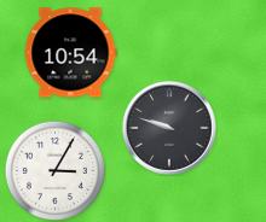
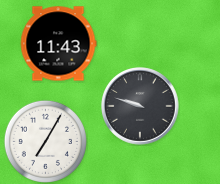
clock at (70, 53): 10:54 -> 11:43
clock at (54, 170): 3:05 -> 7:05
